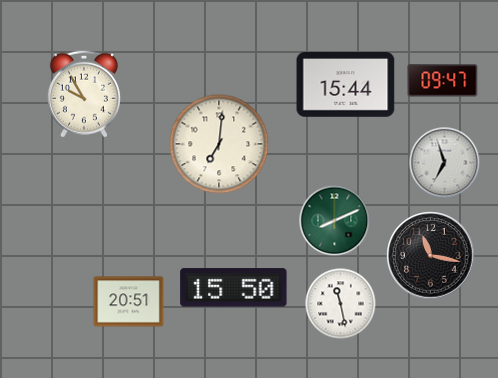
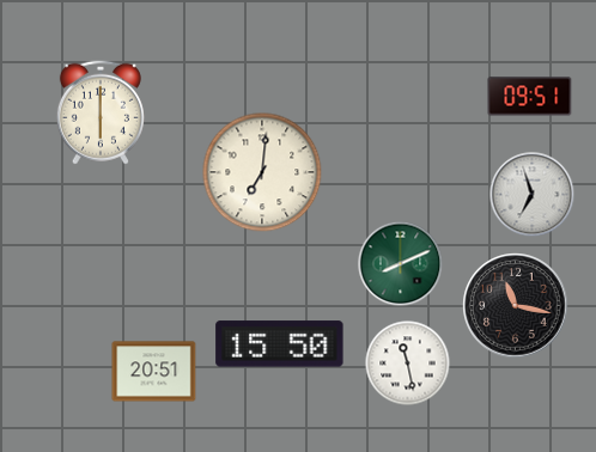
clock at (443, 81): 09:47 -> 09:51
clock at (346, 85): 15:44 -> none
clock at (84, 94): 9:55 -> 6:00
clock at (129, 302) position: (129, 302) -> (154, 372)
